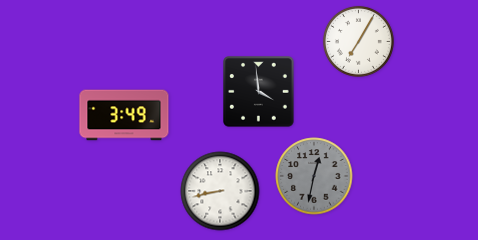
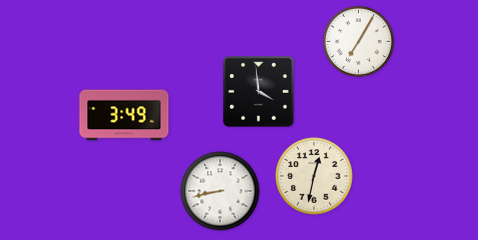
clock at (314, 176) dial: grey -> cream
